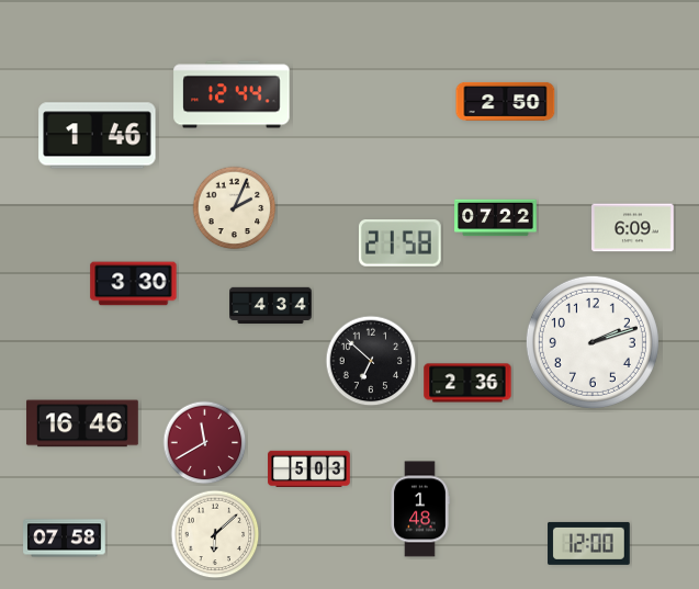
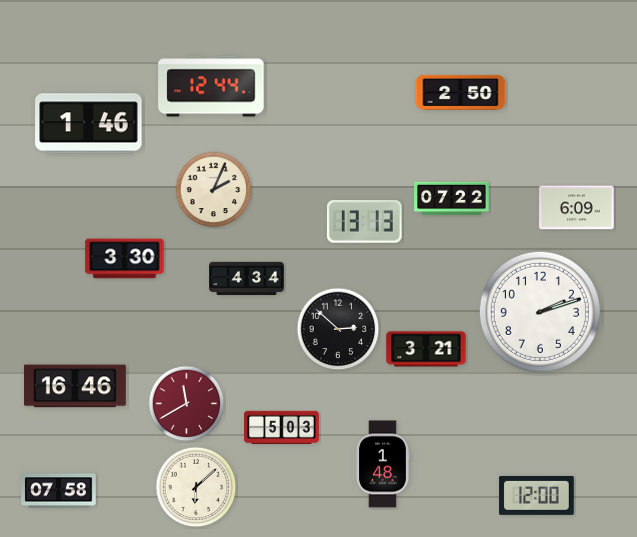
clock at (399, 243): 21:58 -> 13:13
clock at (134, 284) position: (134, 284) -> (125, 259)
clock at (371, 361): 6:52 -> 2:52
clock at (467, 383): 2:36 -> 3:21
